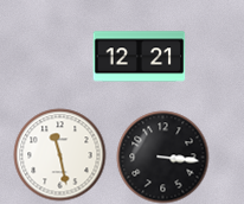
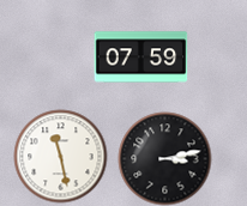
clock at (139, 57): 12:21 -> 07:59
clock at (162, 157): 3:16 -> 3:13
